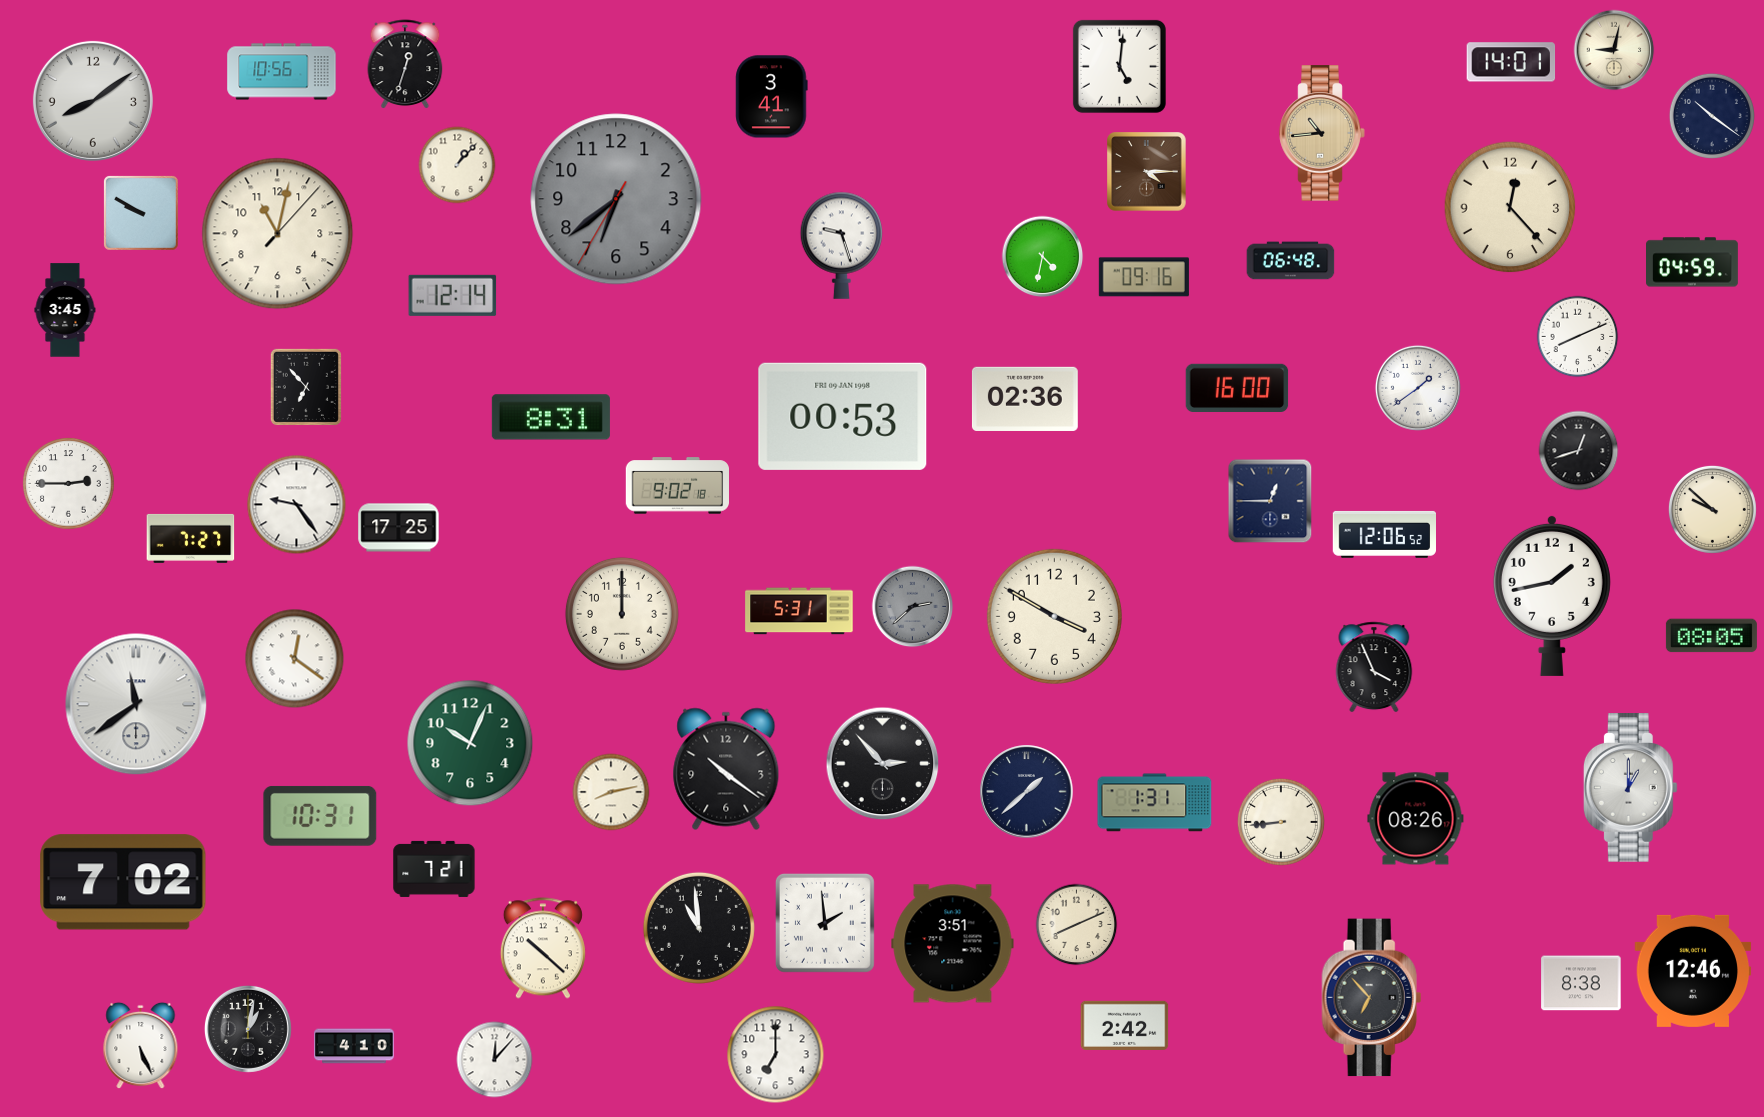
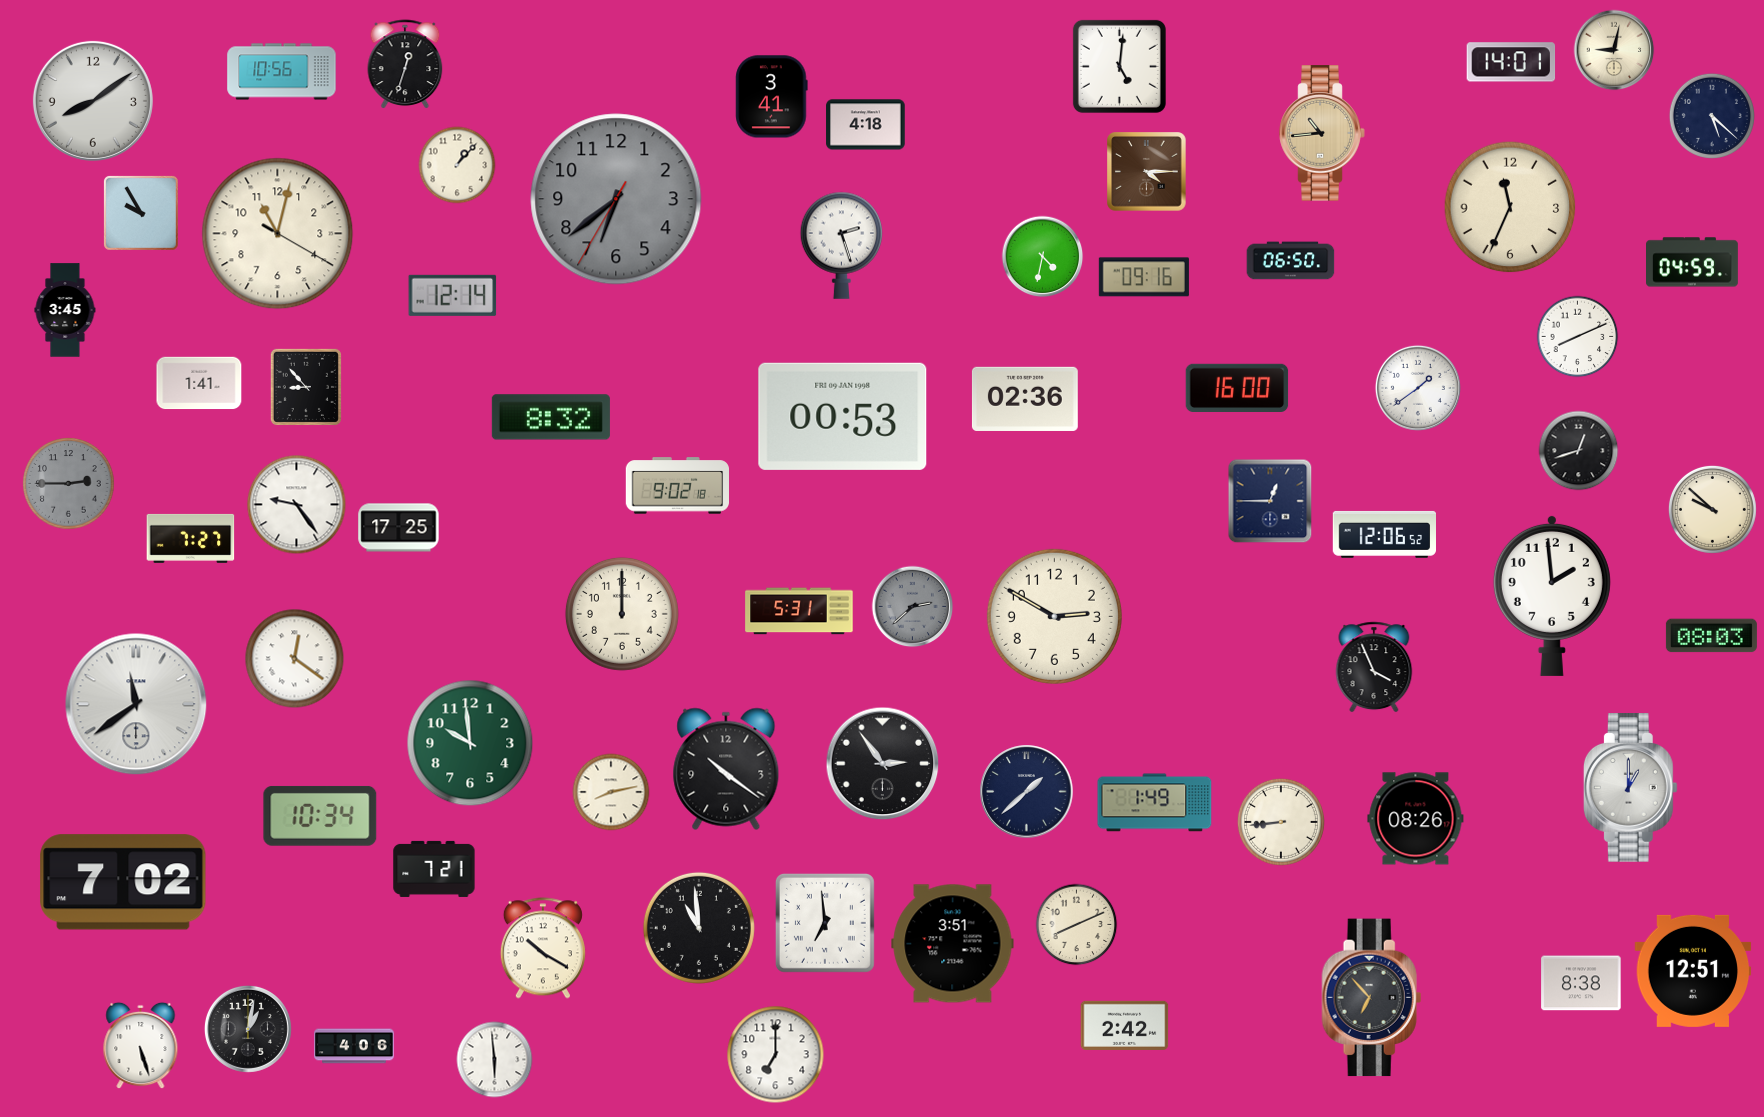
clock at (1712, 116): 10:21 -> 5:22
clock at (866, 125): none -> 4:18
clock at (1510, 207): 12:23 -> 11:34
clock at (141, 213): 9:50 -> 9:55
clock at (278, 234): 11:02:07 -> 11:02:20
clock at (842, 245): 9:27 -> 2:27
clock at (1291, 261): 06:48 -> 06:50
clock at (199, 383): none -> 1:41
clock at (306, 387): 6:53 -> 8:53
clock at (551, 417): 8:31 -> 8:32
clock at (69, 484) dial: white -> grey
clock at (1552, 595): 1:43 -> 1:59
clock at (1054, 616): 3:50 -> 2:50
clock at (1711, 636): 08:05 -> 08:03
clock at (470, 743): 10:04 -> 9:59
clock at (883, 764): 2:53 -> 2:54
clock at (1155, 803): 1:31 -> 1:49
clock at (320, 816): 10:31 -> 10:34
clock at (825, 923): 1:59 -> 6:59
clock at (543, 948): 10:22 -> 10:20
clock at (1693, 971): 12:46 -> 12:51
clock at (141, 1046): 5:26 -> 5:27
clock at (354, 1046): 4:10 -> 4:06
clock at (495, 1060): 12:07 -> 5:59
